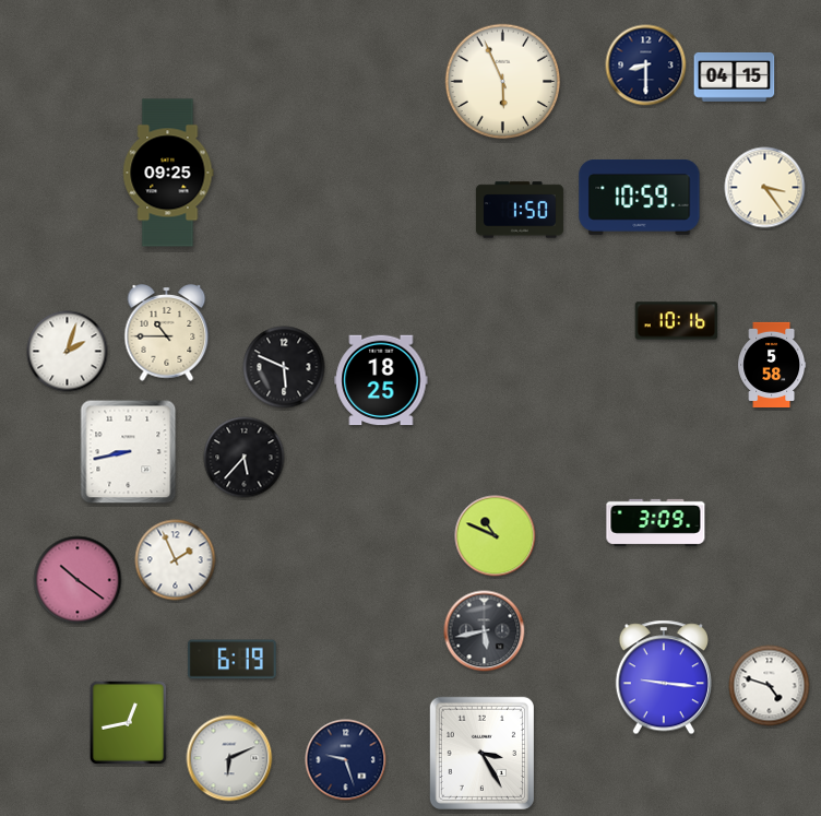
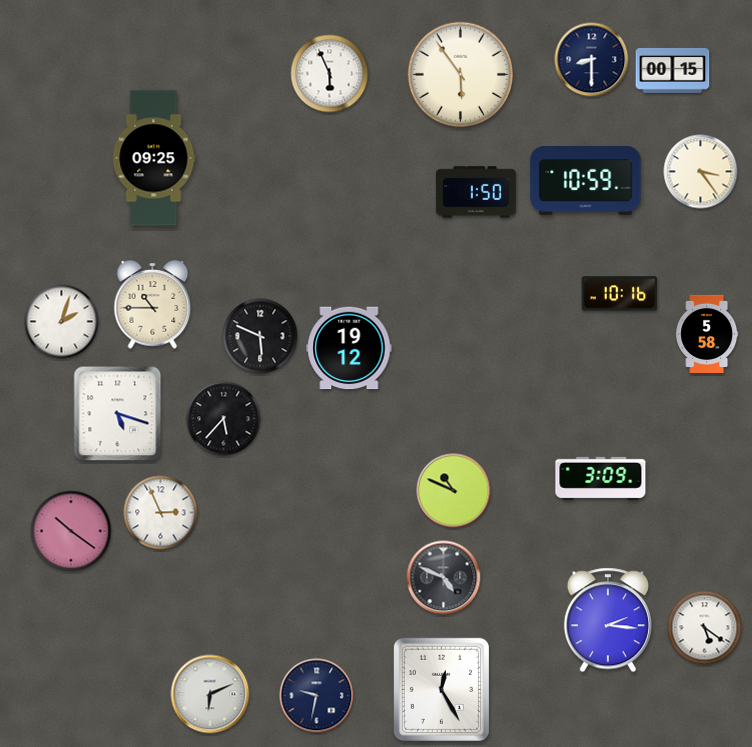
clock at (735, 76): 04:15 -> 00:15
clock at (330, 74): none -> 5:56
clock at (503, 82): 5:56 -> 5:54
clock at (381, 380): 18:25 -> 19:12
clock at (129, 452): 8:43 -> 5:18
clock at (176, 560): 1:56 -> 2:56
clock at (485, 631): 5:43 -> 4:49
clock at (231, 660): 6:19 -> none
clock at (664, 677): 9:16 -> 2:16
clock at (770, 686): 4:48 -> 5:21
clock at (128, 722): 12:43 -> none
clock at (481, 753): 3:25 -> 12:25
clock at (346, 760): 9:27 -> 9:32
